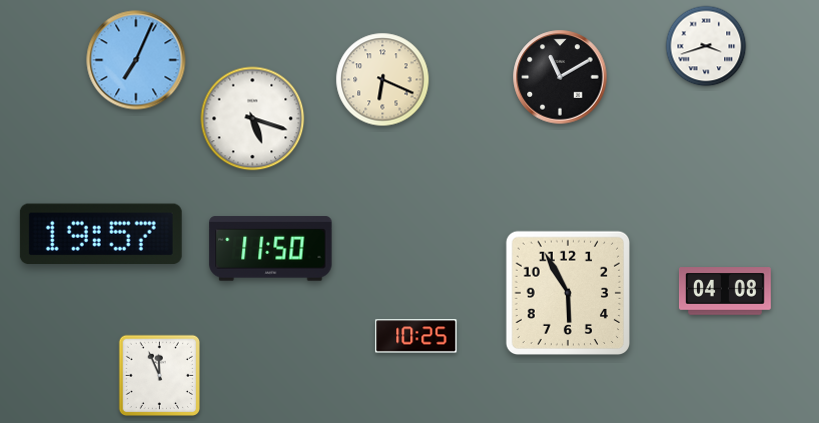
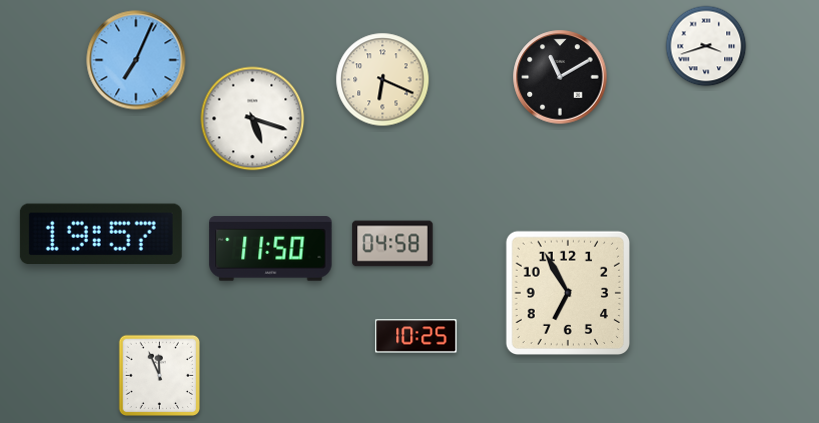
clock at (393, 244): none -> 04:58
clock at (725, 291): 04:08 -> none
clock at (567, 292): 5:55 -> 6:55
